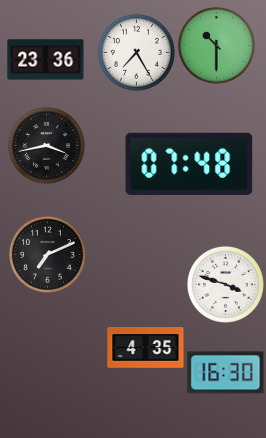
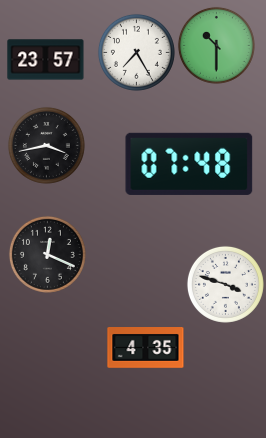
clock at (46, 60): 23:36 -> 23:57
clock at (47, 254): 7:11 -> 12:19
clock at (226, 373): 16:30 -> none
